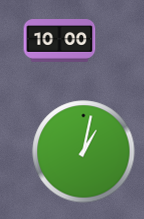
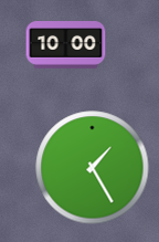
clock at (84, 152): 1:02 -> 1:25
